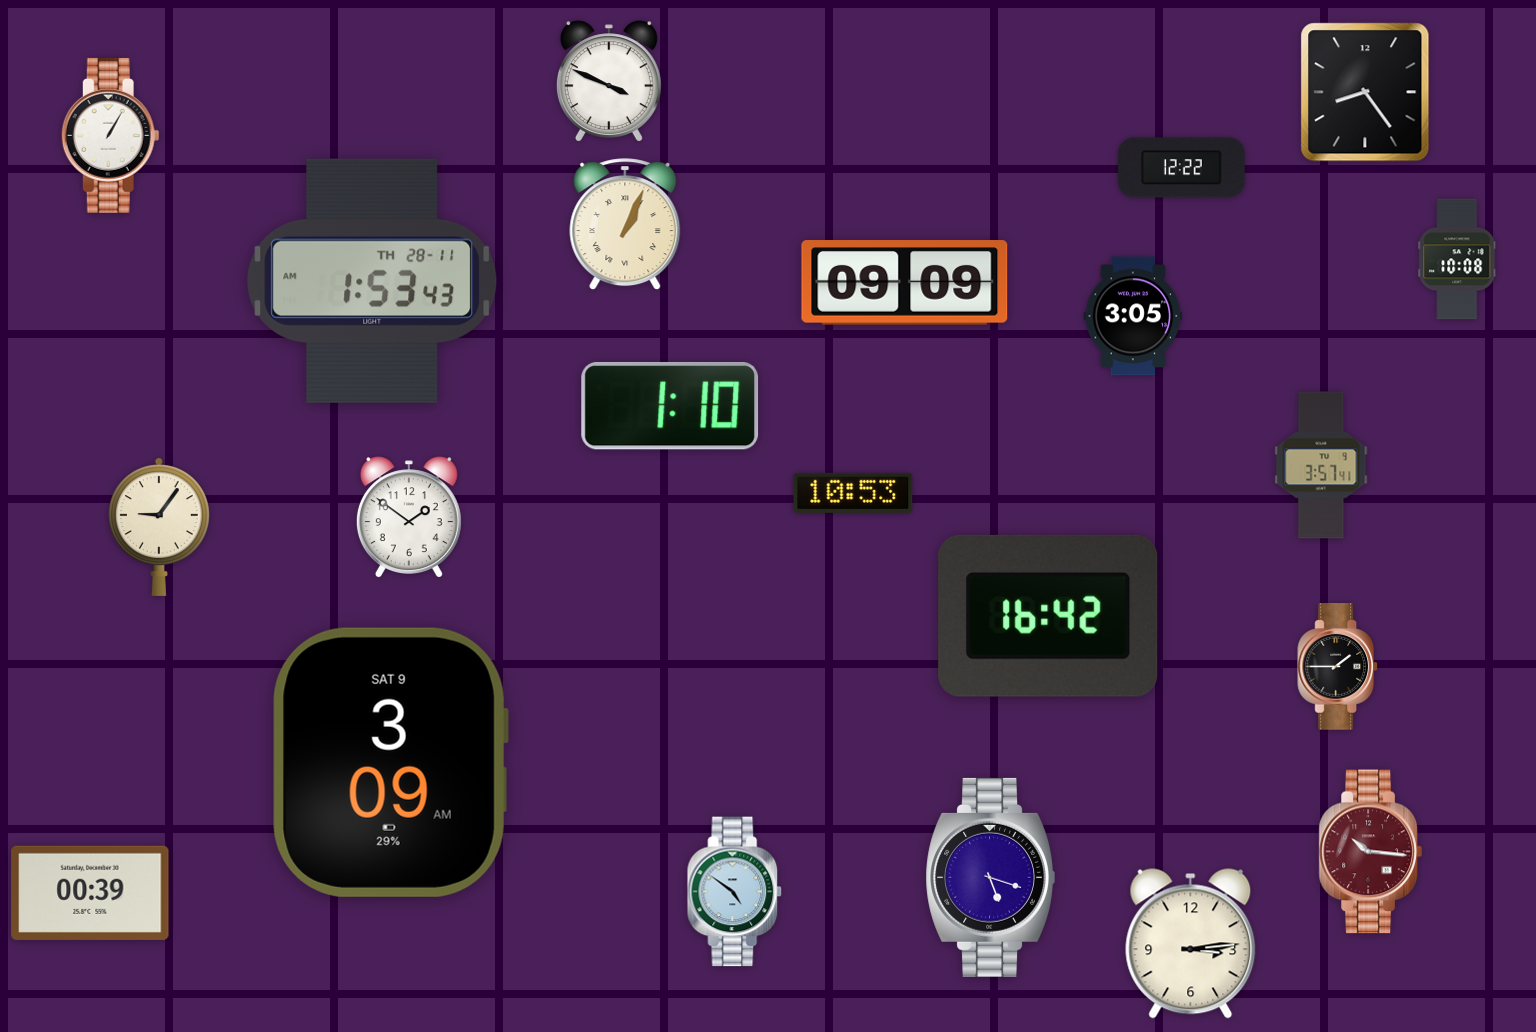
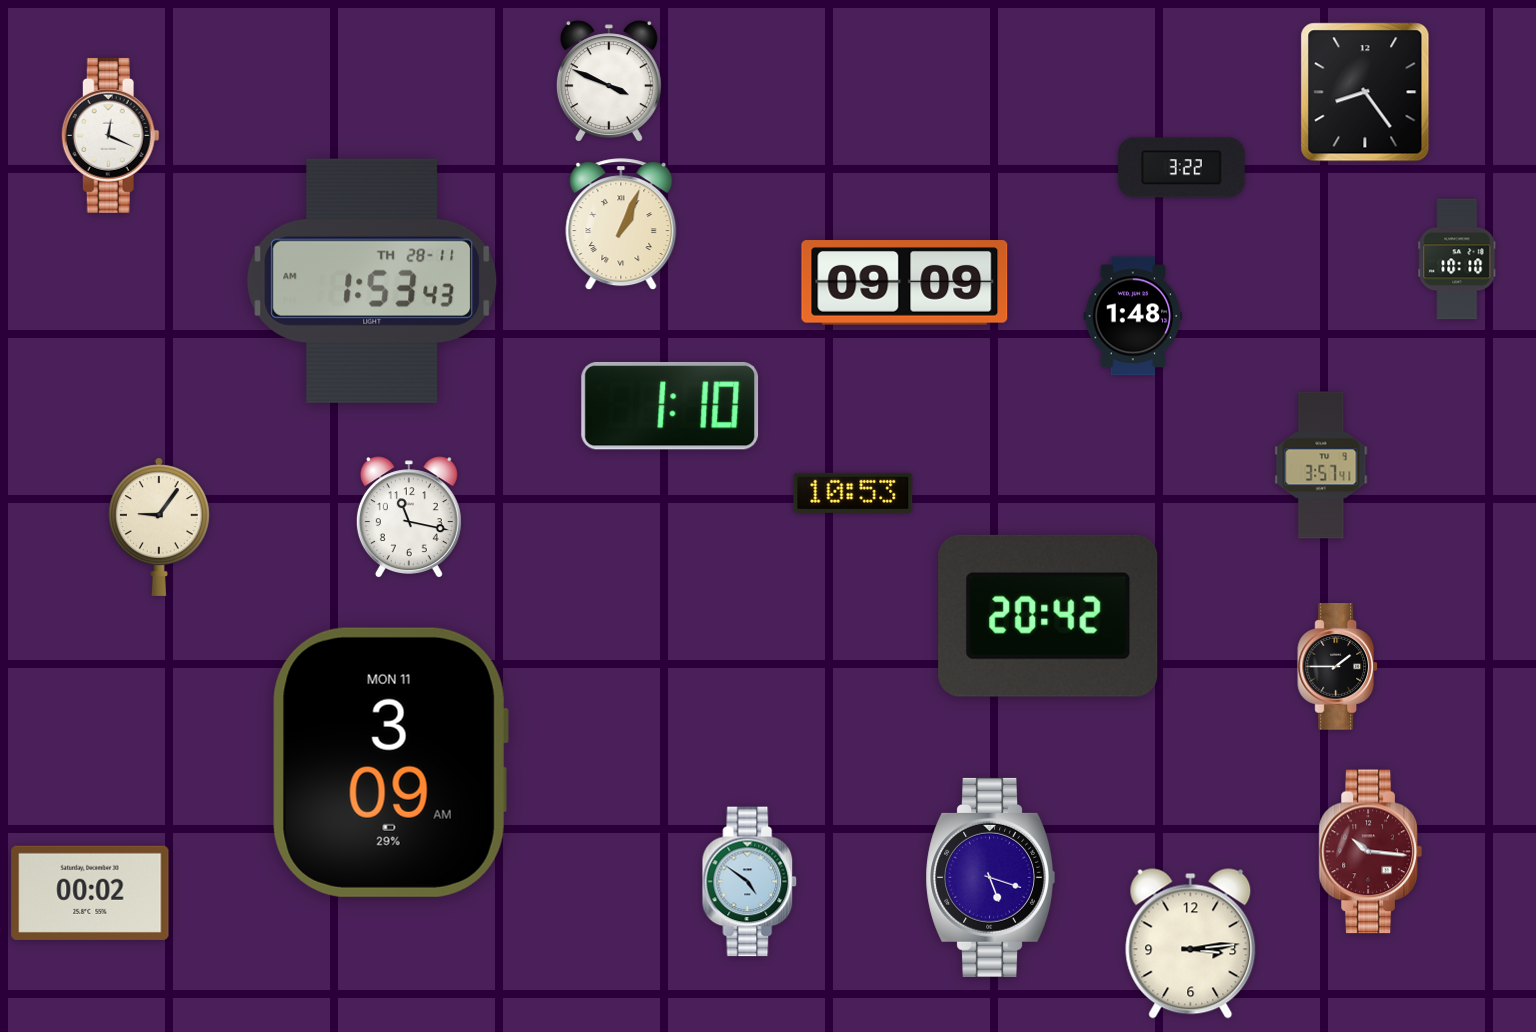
clock at (110, 135): 1:05 -> 12:19
clock at (1182, 168): 12:22 -> 3:22
clock at (625, 225) position: (625, 225) -> (621, 225)
clock at (1457, 259): 10:08 -> 10:10
clock at (1133, 316): 3:05 -> 1:48
clock at (409, 517): 1:51 -> 11:17
clock at (1048, 616): 16:42 -> 20:42
clock at (390, 762) date: SAT 9 -> MON 11
clock at (735, 892) position: (735, 892) -> (750, 882)
clock at (90, 893): 00:39 -> 00:02
